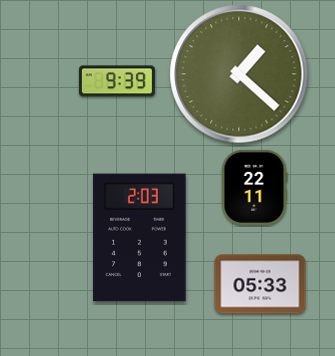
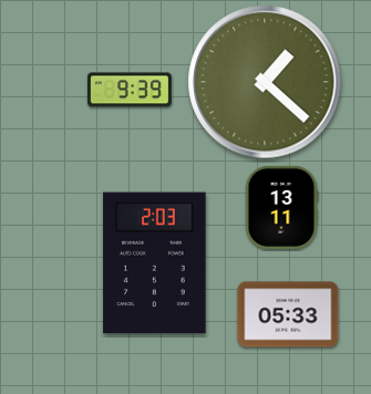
clock at (254, 187): 22:11 -> 13:11
